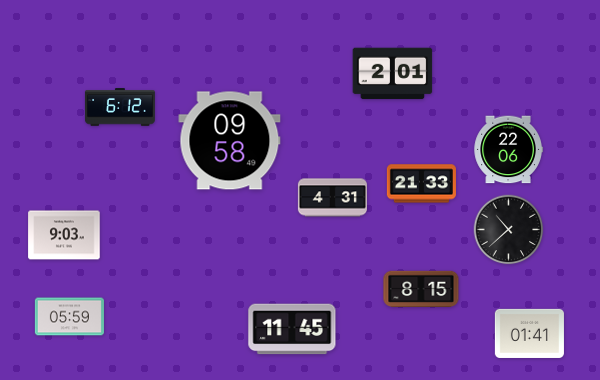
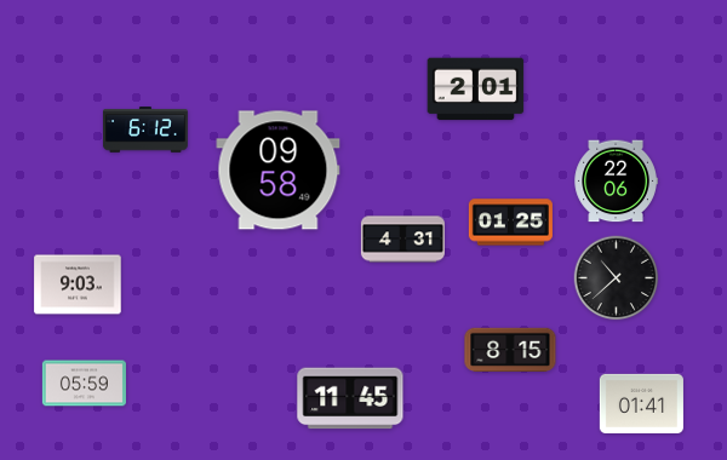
clock at (421, 184): 21:33 -> 01:25
clock at (292, 329) position: (292, 329) -> (350, 398)
